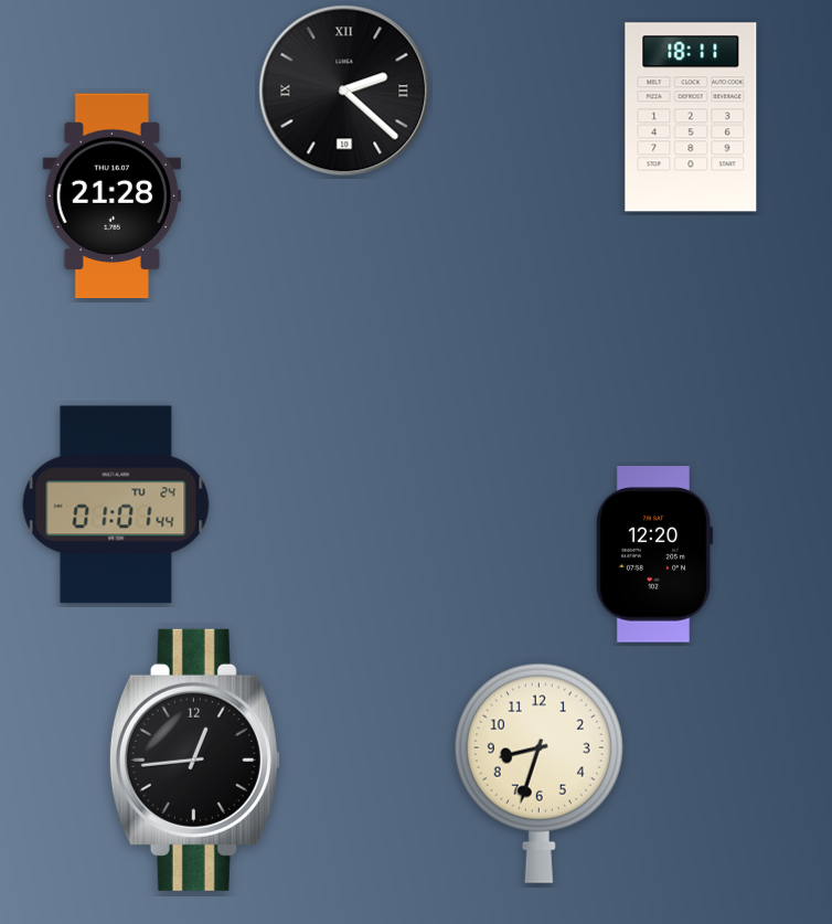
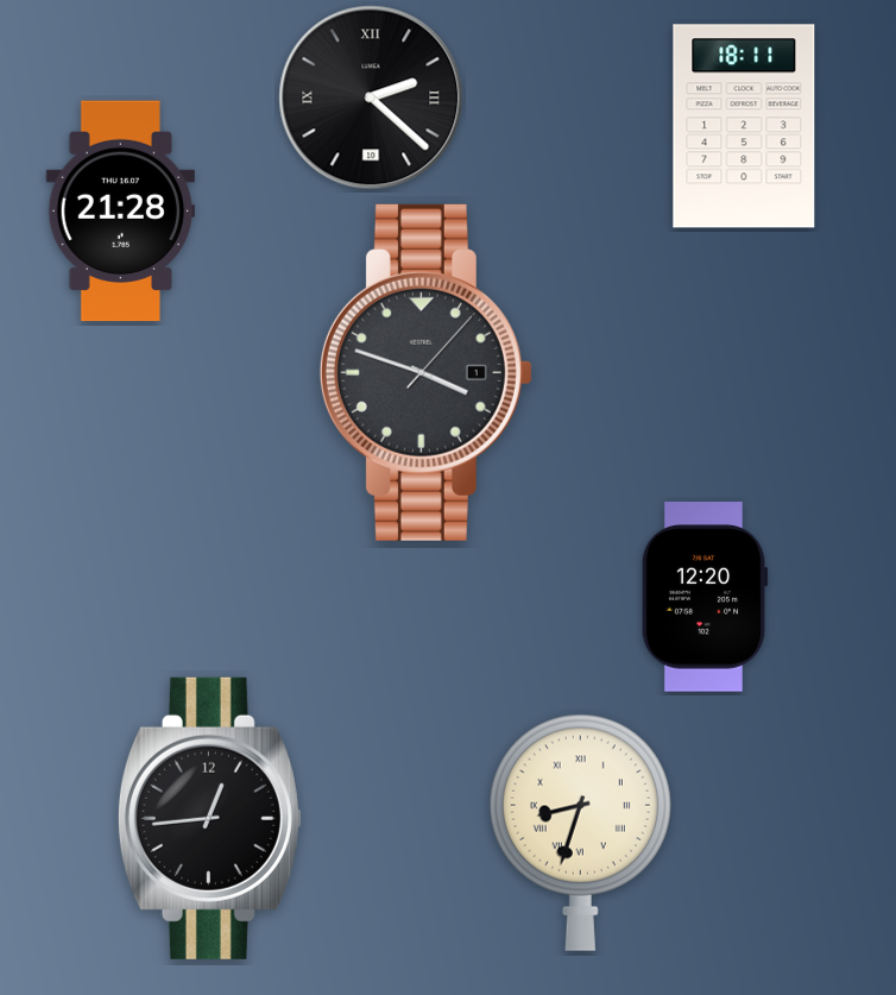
clock at (425, 372): none -> 3:48
clock at (116, 505): 01:01 -> none
clock at (538, 773) numerals: Arabic -> Roman
